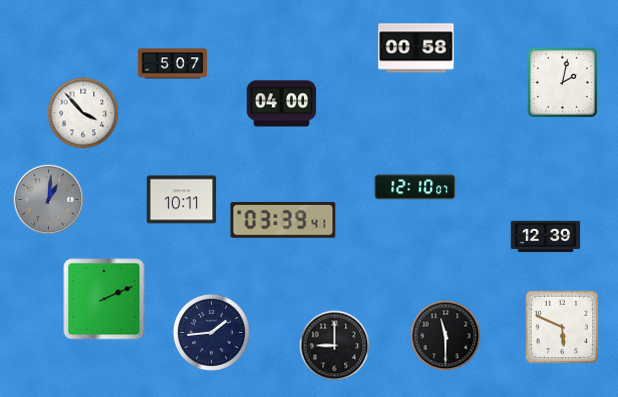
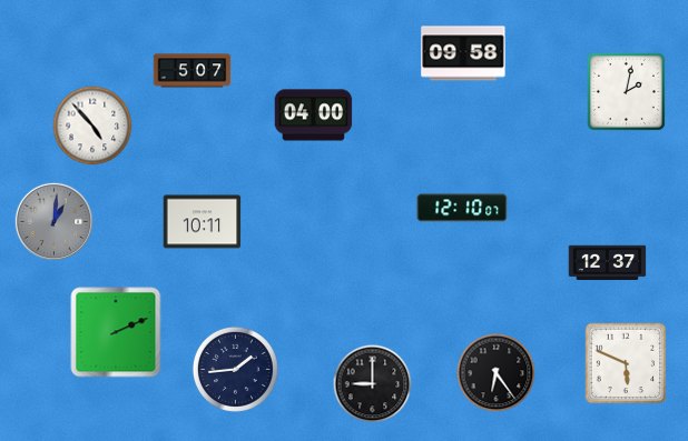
clock at (416, 48): 00:58 -> 09:58
clock at (83, 113): 3:53 -> 4:53
clock at (283, 220): 03:39 -> none
clock at (546, 237): 12:39 -> 12:37
clock at (446, 336): 11:30 -> 6:24
